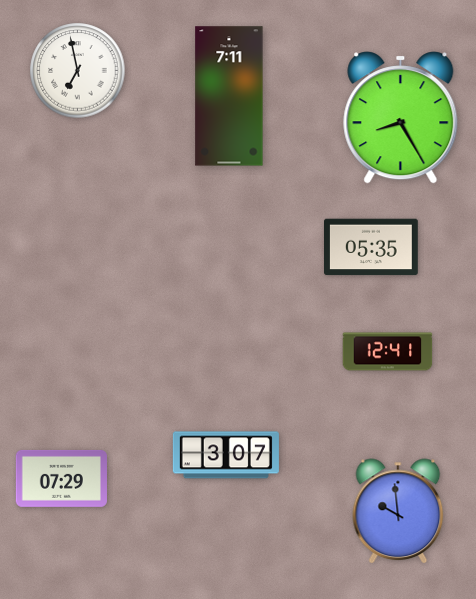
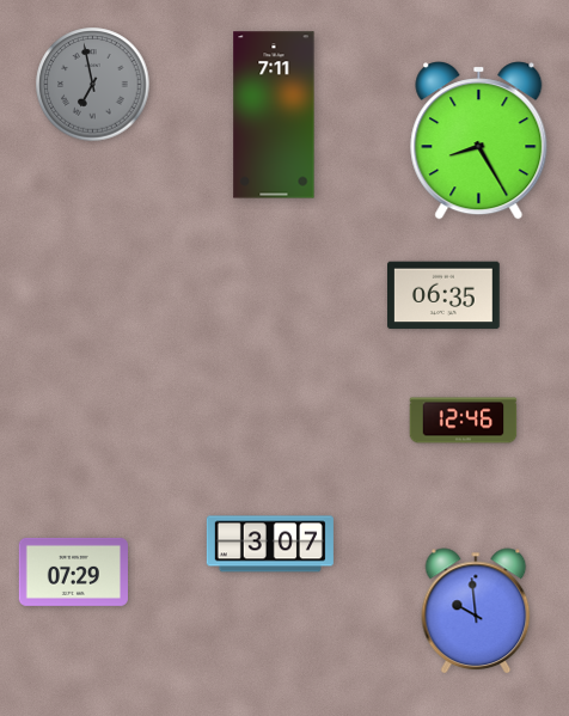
clock at (78, 71) dial: white -> grey
clock at (372, 247): 05:35 -> 06:35
clock at (388, 352): 12:41 -> 12:46
